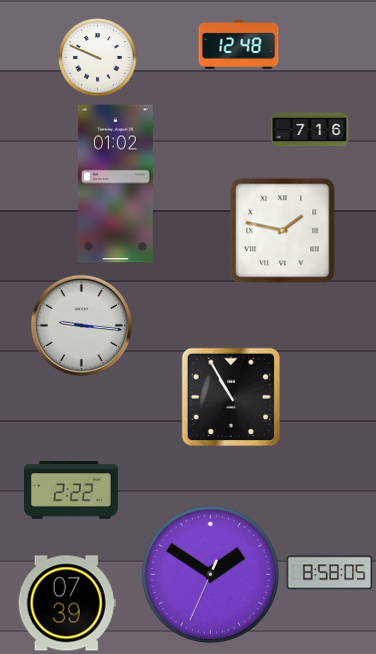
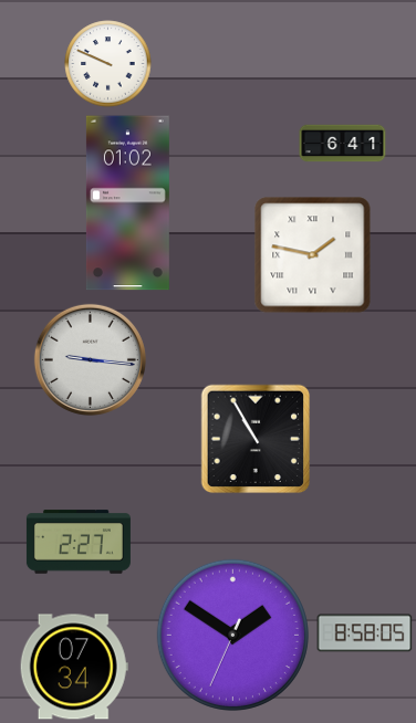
clock at (239, 45): 12:48 -> none
clock at (310, 130): 7:16 -> 6:41
clock at (71, 490): 2:22 -> 2:27
clock at (67, 603): 07:39 -> 07:34
